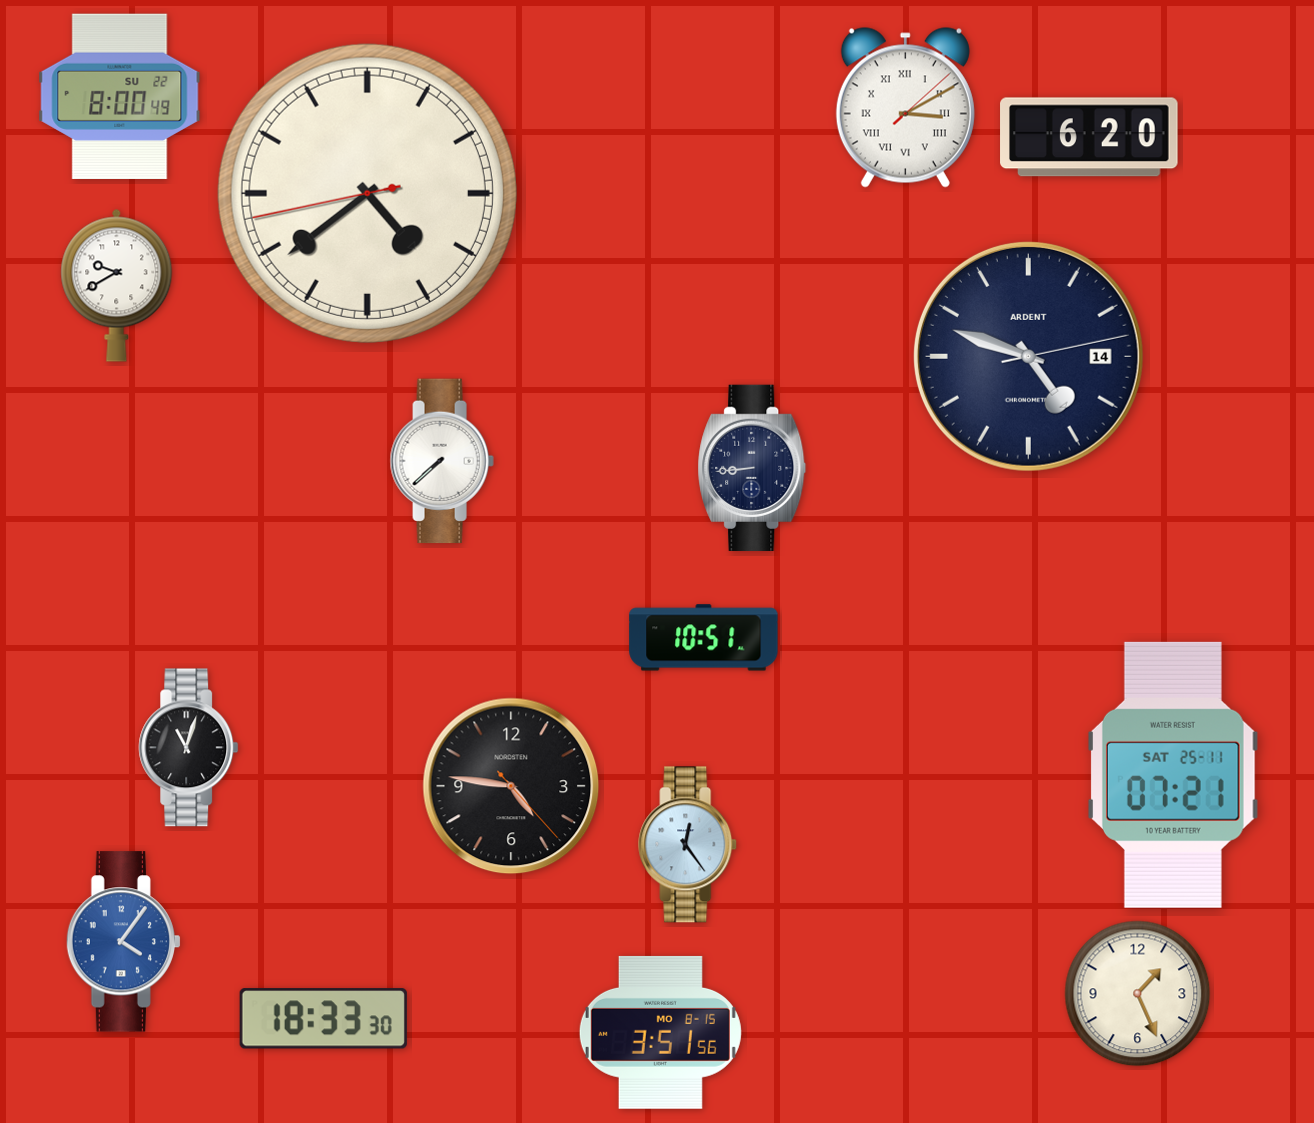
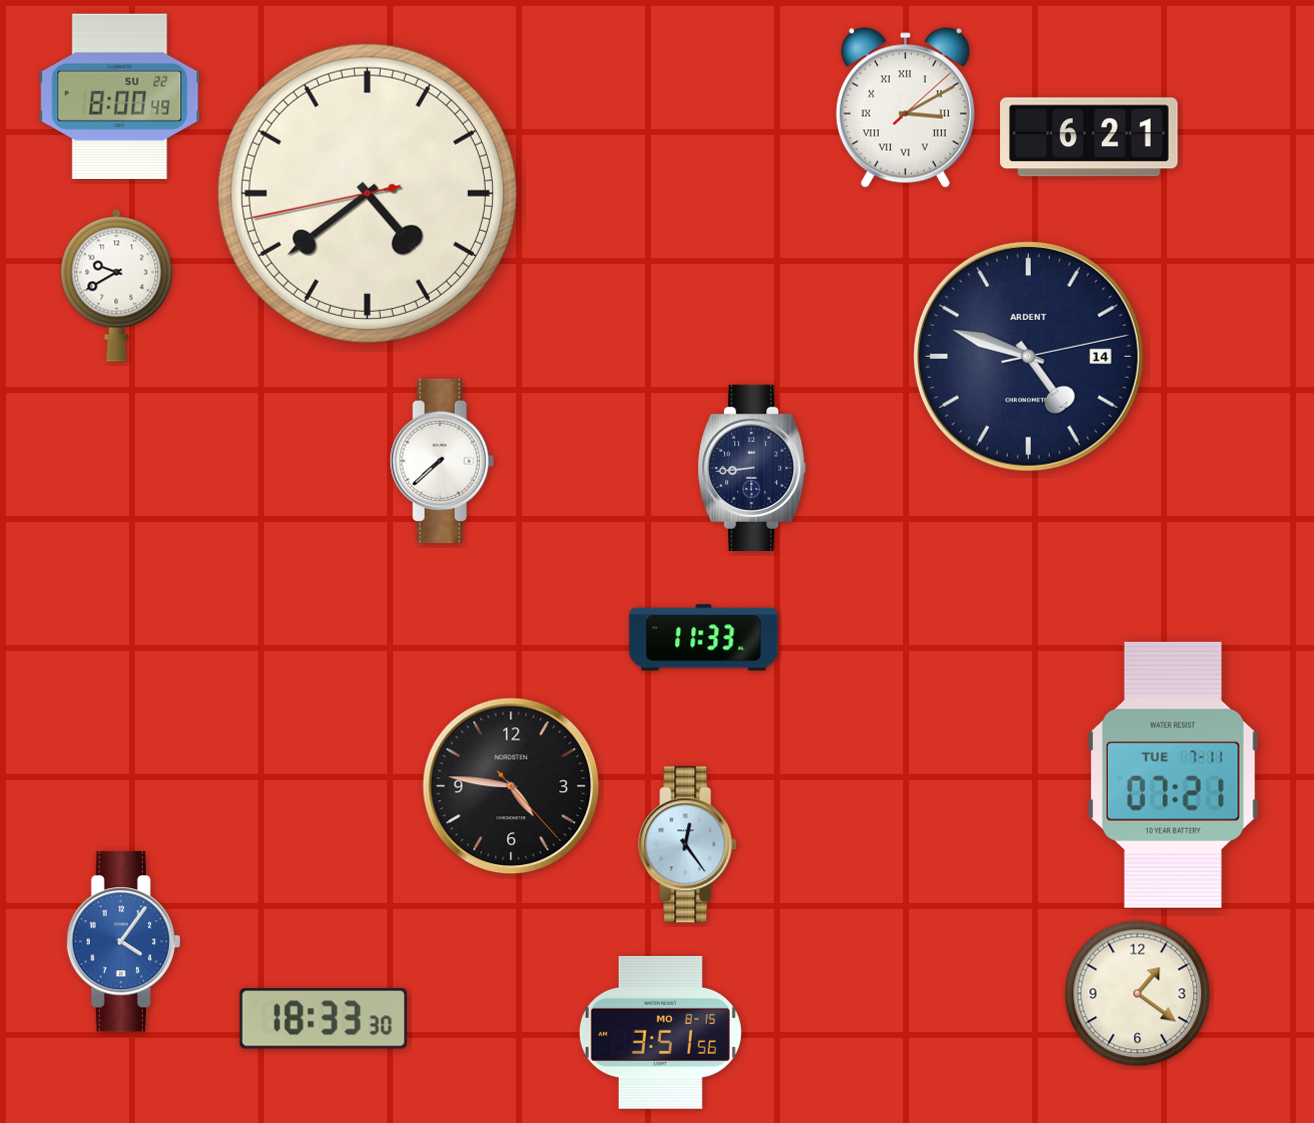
clock at (1089, 137): 6:20 -> 6:21
clock at (704, 638): 10:51 -> 11:33
clock at (189, 748): 11:03 -> none
clock at (1173, 775) date: SAT 25-11 -> TUE 7-11
clock at (1138, 994): 1:26 -> 1:21
